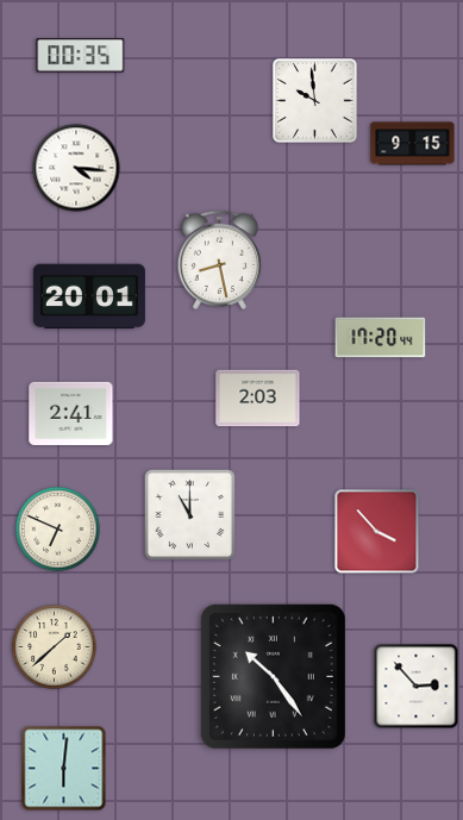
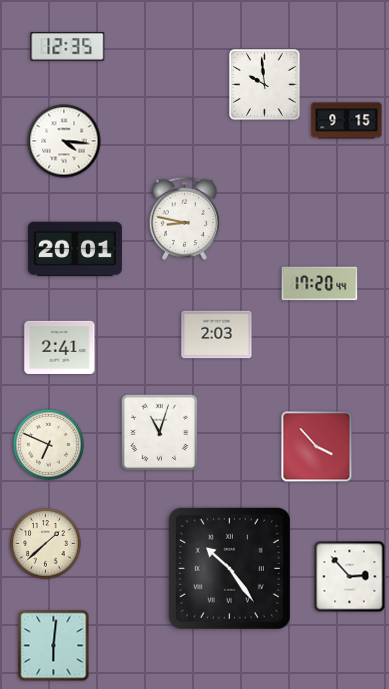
clock at (81, 56): 00:35 -> 12:35
clock at (219, 259): 8:28 -> 8:47
clock at (190, 515): 11:00 -> 11:03
